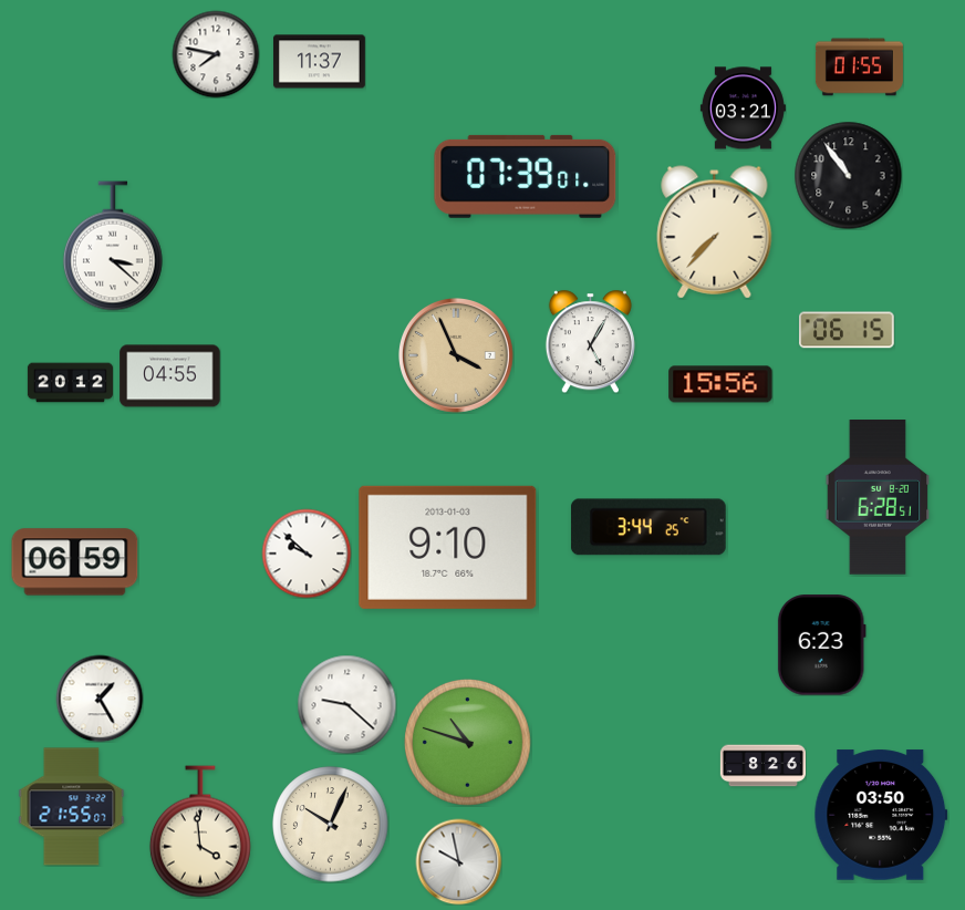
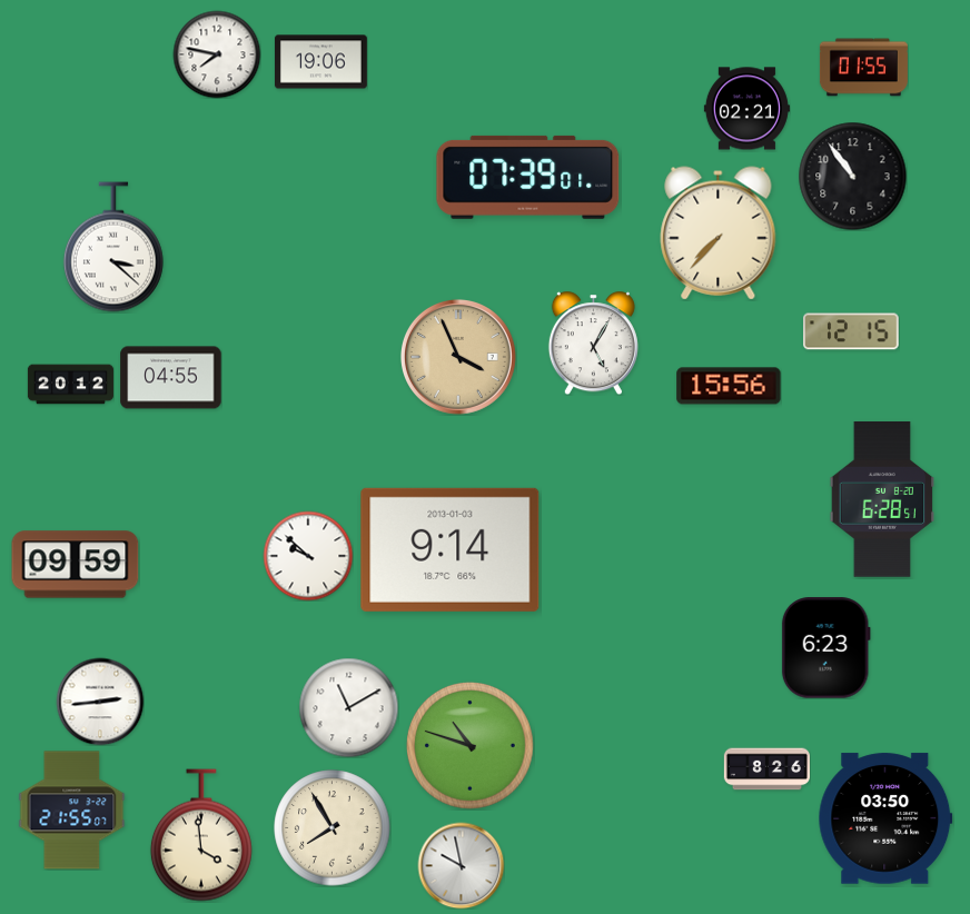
clock at (319, 62): 11:37 -> 19:06
clock at (743, 108): 03:21 -> 02:21
clock at (848, 330): 06:15 -> 12:15
clock at (720, 384) position: (720, 384) -> (729, 386)
clock at (648, 527): 3:44 -> none
clock at (448, 547): 9:10 -> 9:14
clock at (75, 562): 06:59 -> 09:59
clock at (100, 699): 1:25 -> 2:44
clock at (346, 704): 9:22 -> 11:10
clock at (331, 825): 10:04 -> 7:55
